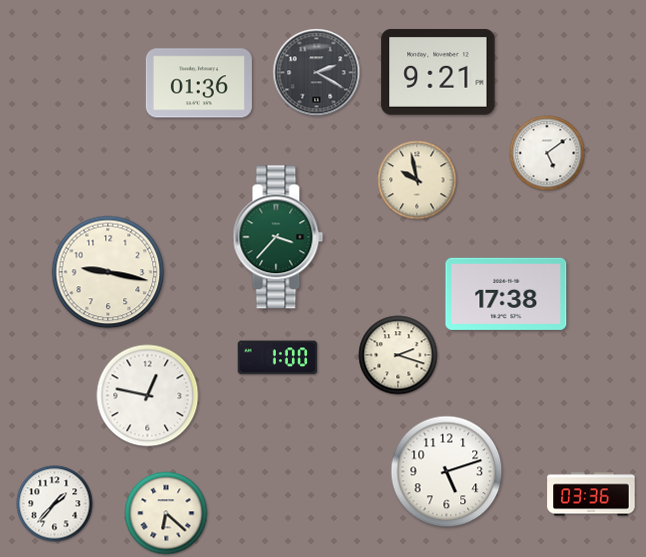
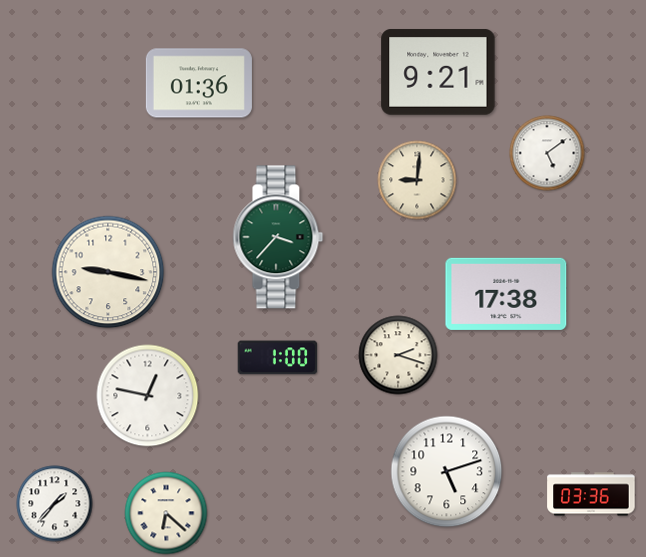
clock at (317, 73): 2:20 -> none
clock at (417, 180): 9:58 -> 9:01
